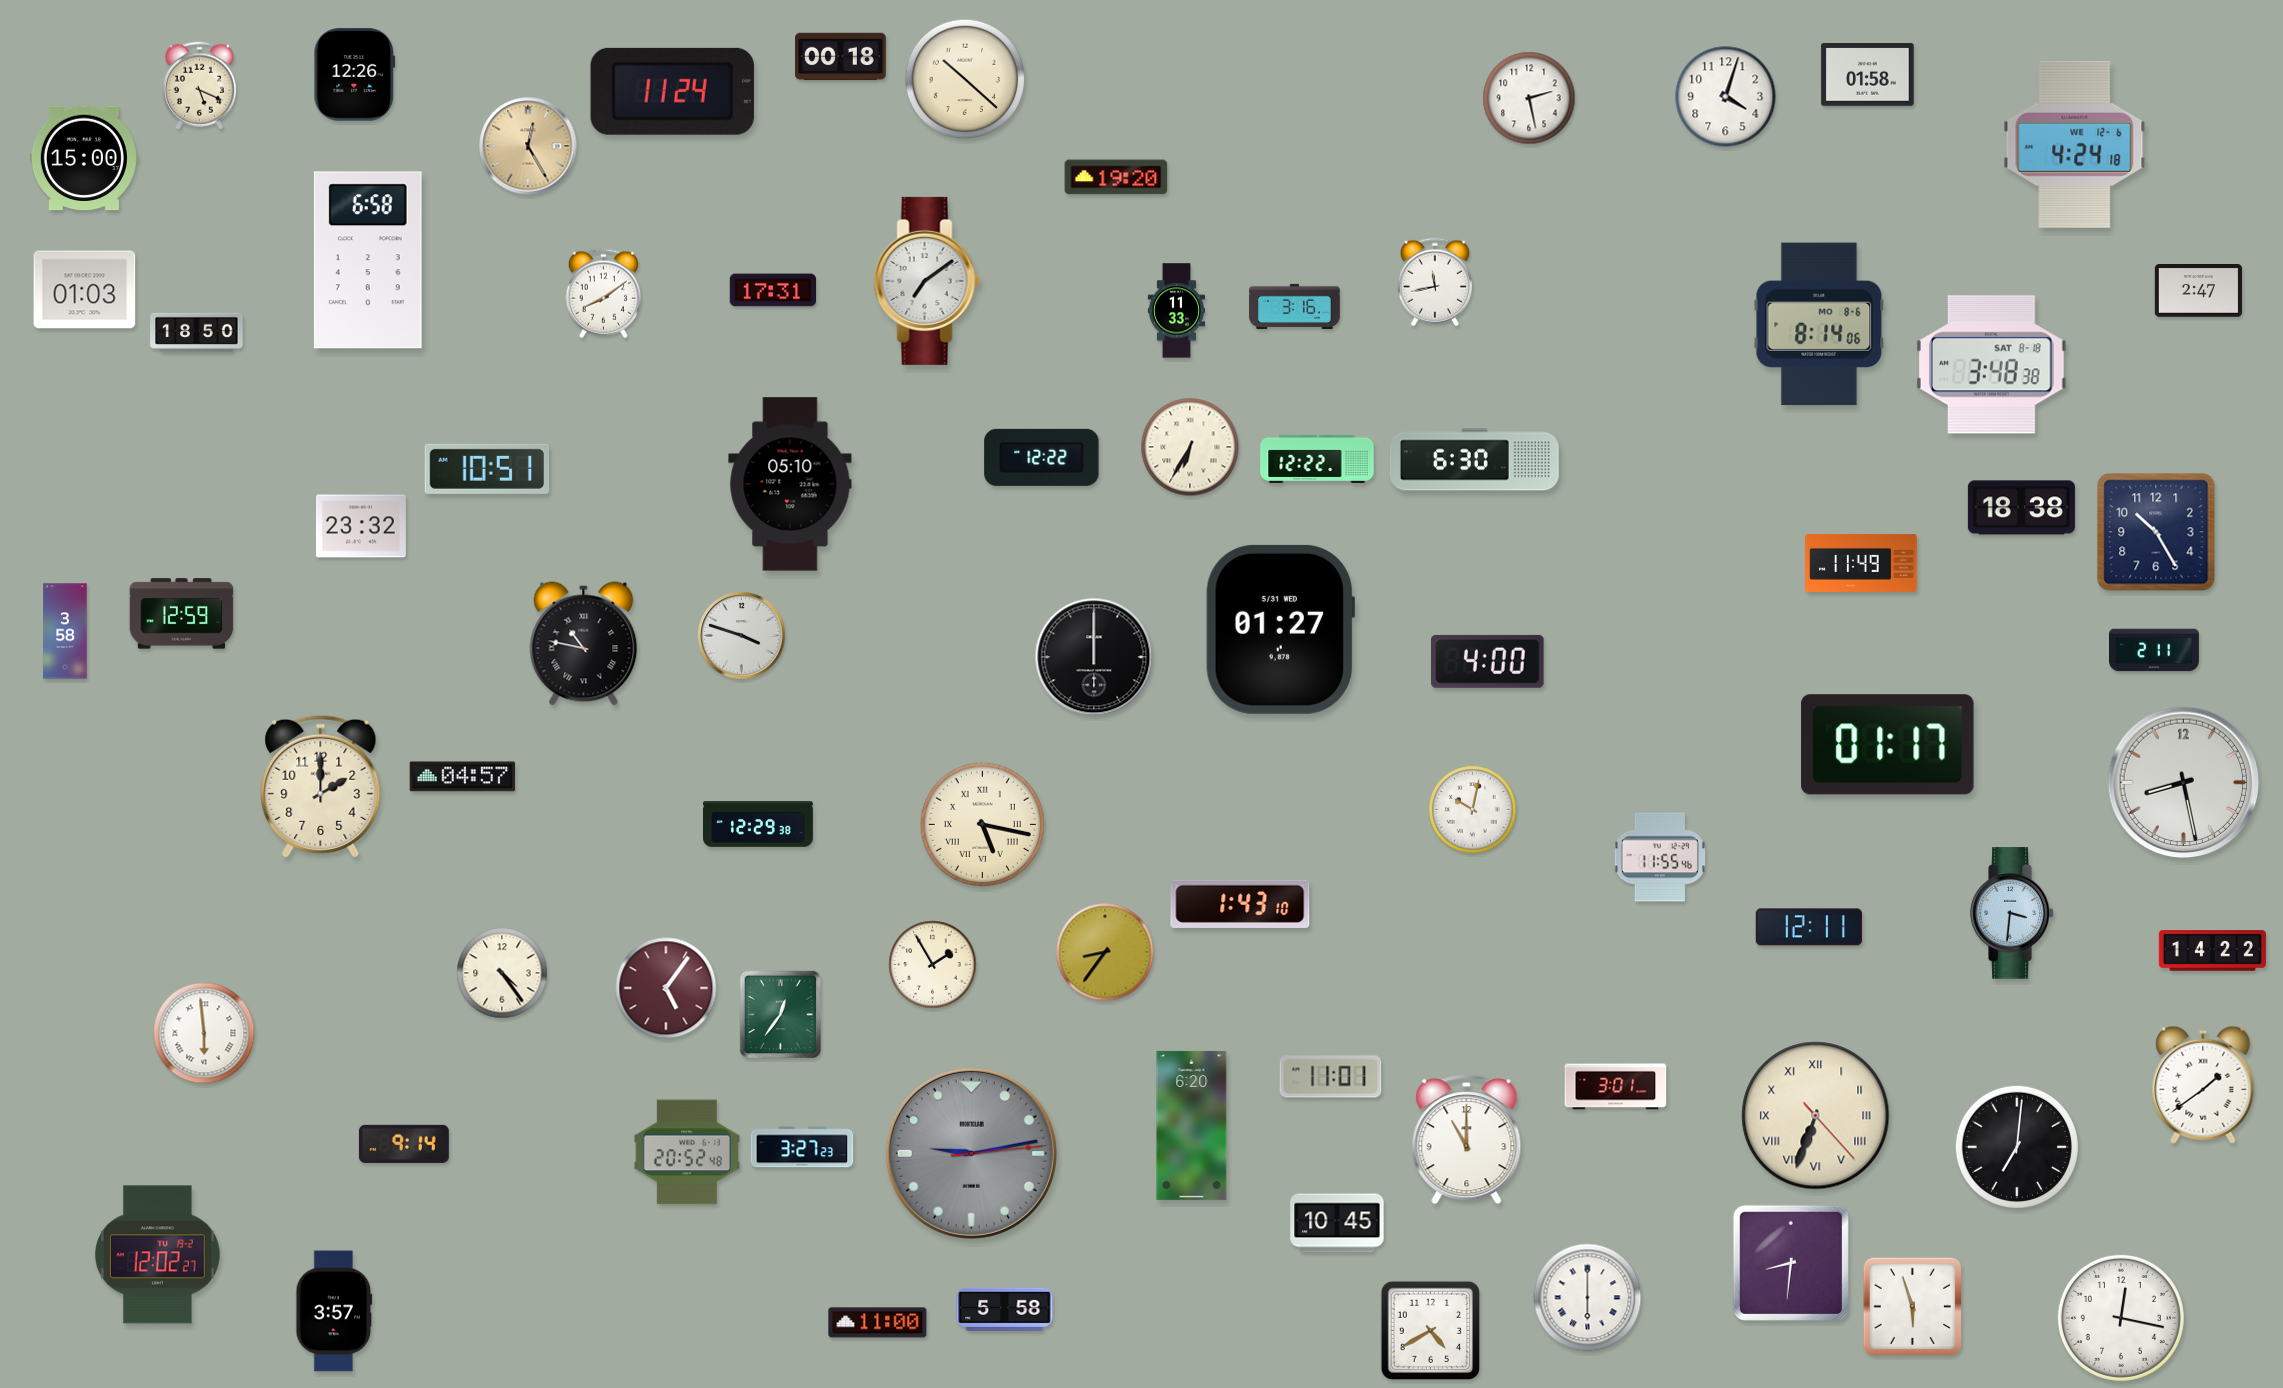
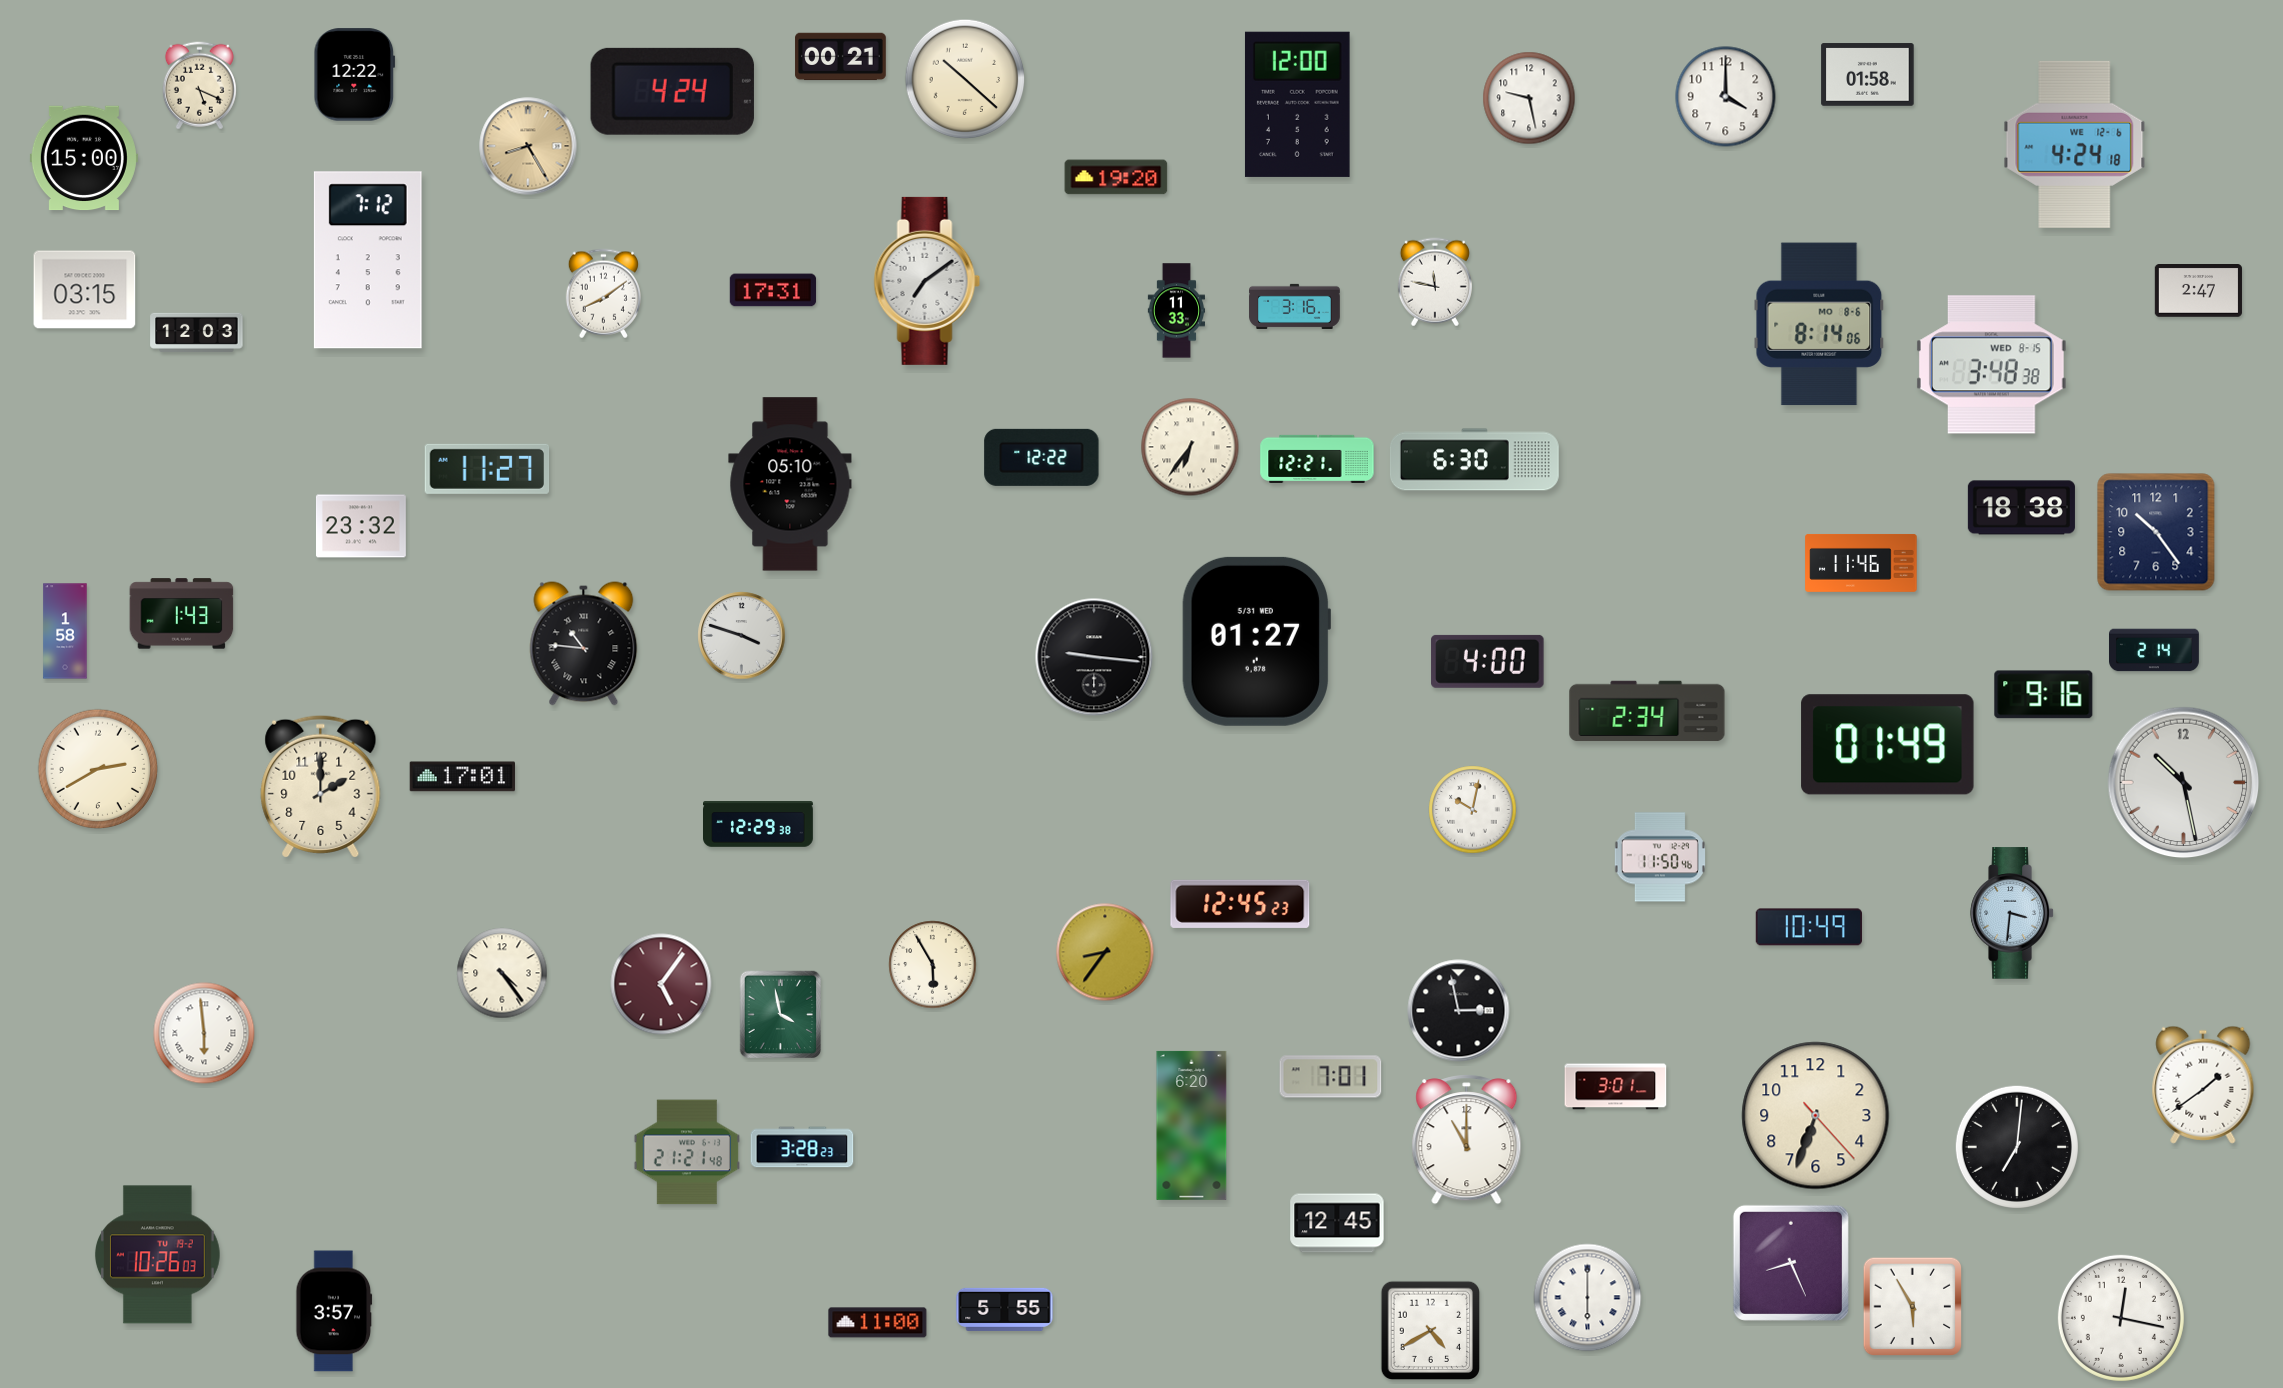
clock at (841, 57): 00:18 -> 00:21
clock at (355, 75): 12:26 -> 12:22
clock at (672, 91): 11:24 -> 4:24
clock at (1726, 97): 4:03 -> 4:00
clock at (1529, 98): 2:28 -> 9:28
clock at (1297, 104): none -> 12:00
clock at (528, 146): 12:25 -> 8:25
clock at (368, 260): 6:58 -> 7:12
clock at (1435, 282): 11:43 -> 11:47
clock at (85, 290): 01:03 -> 03:15
clock at (197, 332): 18:50 -> 12:03
clock at (1991, 365) date: SAT 8-18 -> WED 8-15
clock at (1190, 447): 6:35 -> 6:36
clock at (1317, 459): 12:22 -> 12:21
clock at (487, 469): 10:51 -> 11:27
clock at (2156, 532): 10:25 -> 10:24
clock at (1861, 563): 11:49 -> 11:46
clock at (182, 614): 12:59 -> 1:43
clock at (1280, 629) position: (1280, 629) -> (1256, 641)
clock at (65, 631): 3:58 -> 1:58
clock at (584, 644): 10:47 -> 10:46
clock at (2155, 650): 2:11 -> 2:14
clock at (1094, 657): 12:00 -> 9:16
clock at (2044, 695): none -> 9:16
clock at (1647, 711): none -> 2:34
clock at (1888, 745): 01:17 -> 01:49
clock at (98, 769): none -> 2:40
clock at (463, 777): 04:57 -> 17:01
clock at (2184, 783): 8:28 -> 10:28
clock at (982, 824): 5:17 -> none
clock at (1660, 857): 11:55 -> 11:50
clock at (1240, 904): 1:43 -> 12:45
clock at (1809, 927): 12:11 -> 10:49
clock at (2212, 951): 14:22 -> none
clock at (933, 965): 1:55 -> 5:55
clock at (666, 988) position: (666, 988) -> (661, 984)
clock at (1459, 1011): none -> 2:58
clock at (781, 1015): 12:36 -> 3:58
clock at (1331, 1077): 11:01 -> 7:01
clock at (1816, 1116) numerals: Roman -> Arabic
clock at (404, 1144): 9:14 -> none
clock at (802, 1147): 3:27 -> 3:28
clock at (687, 1152): 20:52 -> 21:21
clock at (971, 1153): 9:13 -> none
clock at (1337, 1223): 10:45 -> 12:45
clock at (157, 1255): 12:02 -> 10:26
clock at (1791, 1263): 8:31 -> 8:26
clock at (1912, 1306): 5:57 -> 5:55
clock at (1005, 1309): 5:58 -> 5:55
